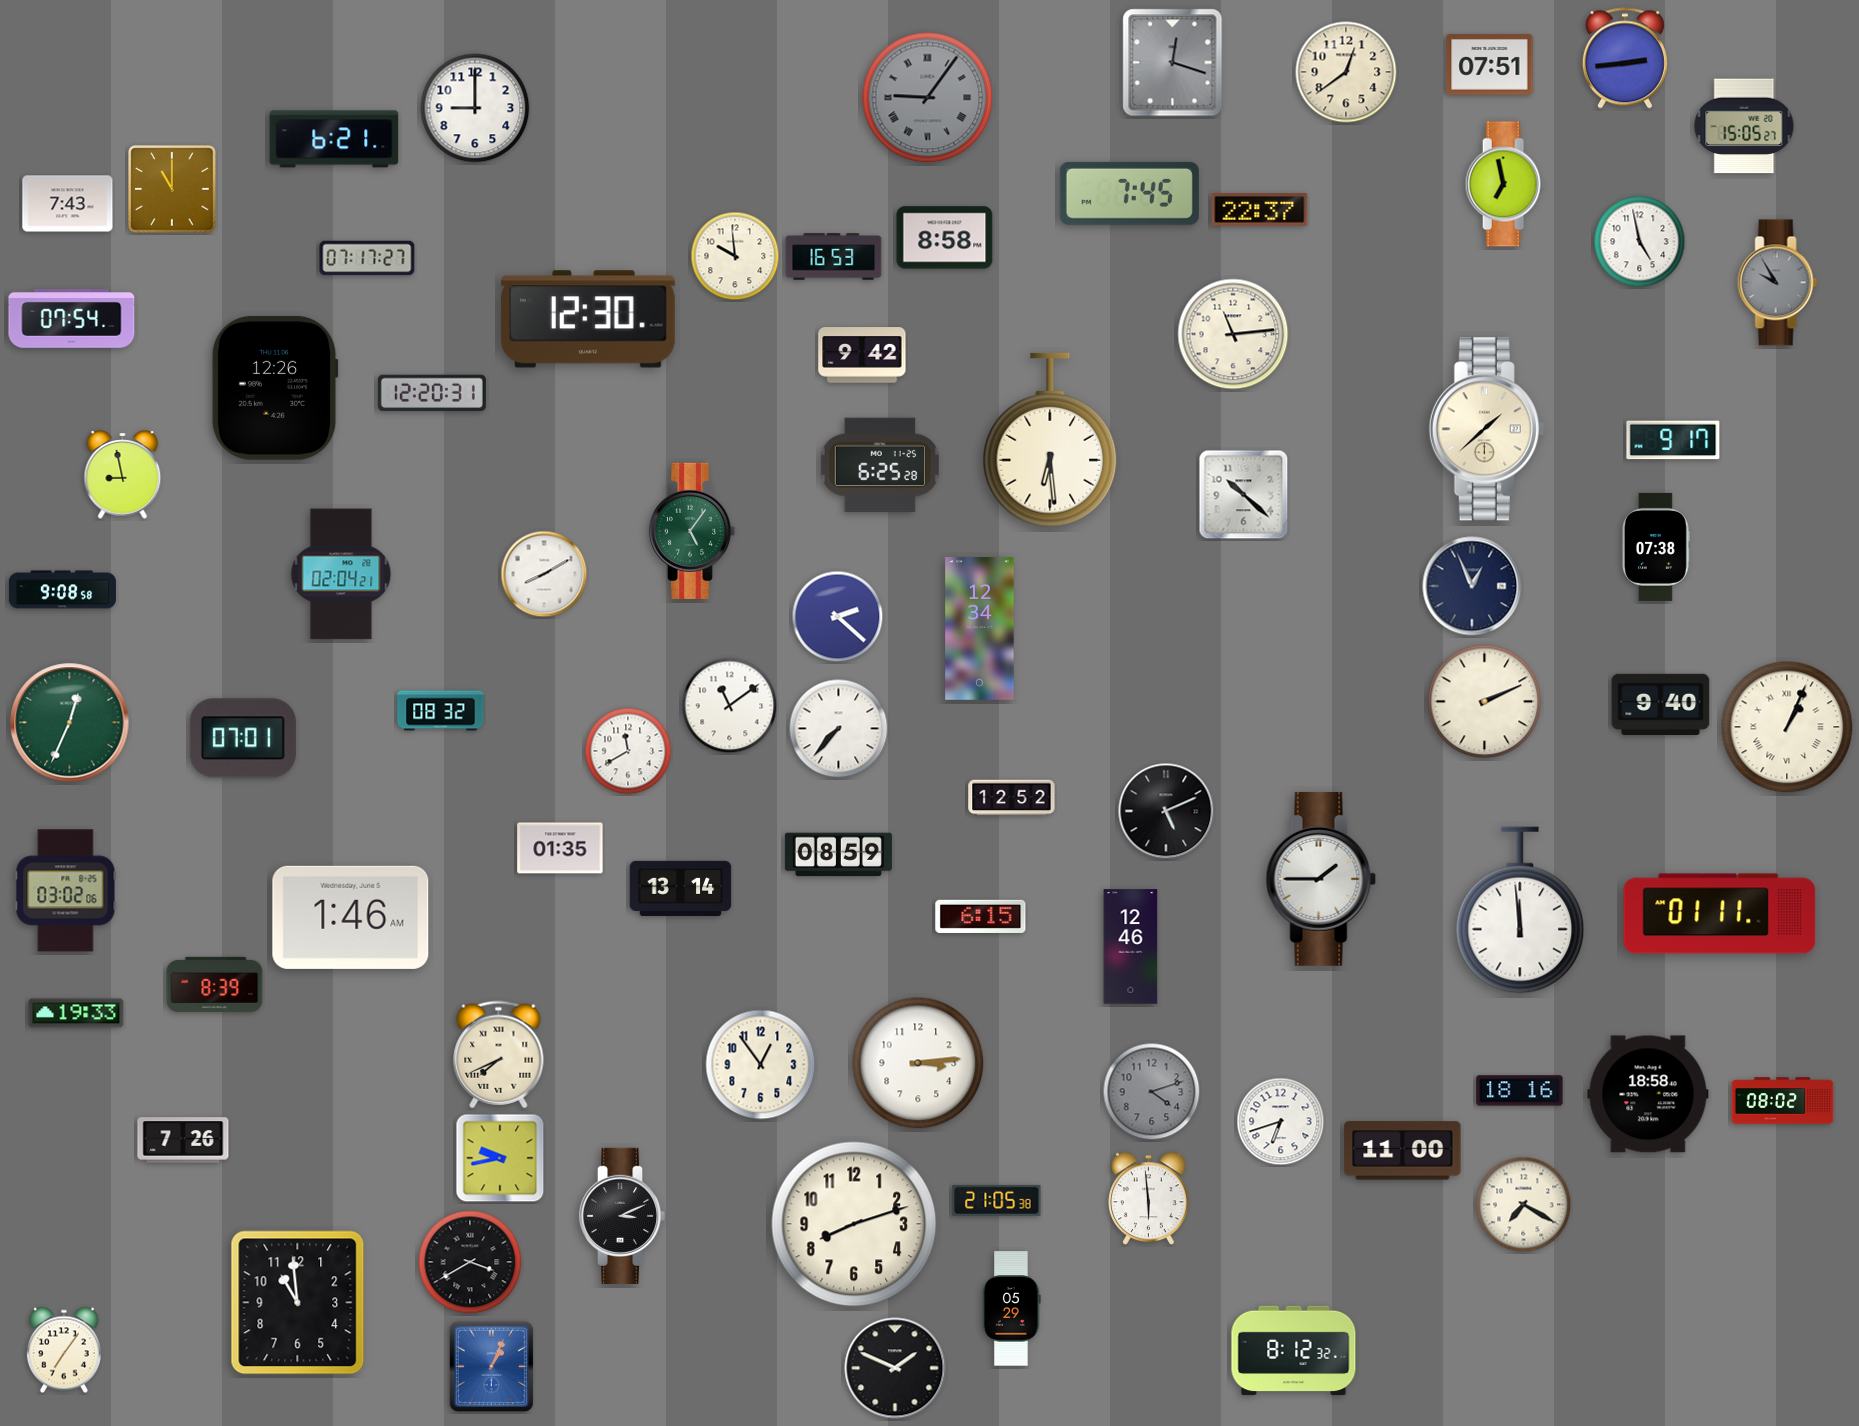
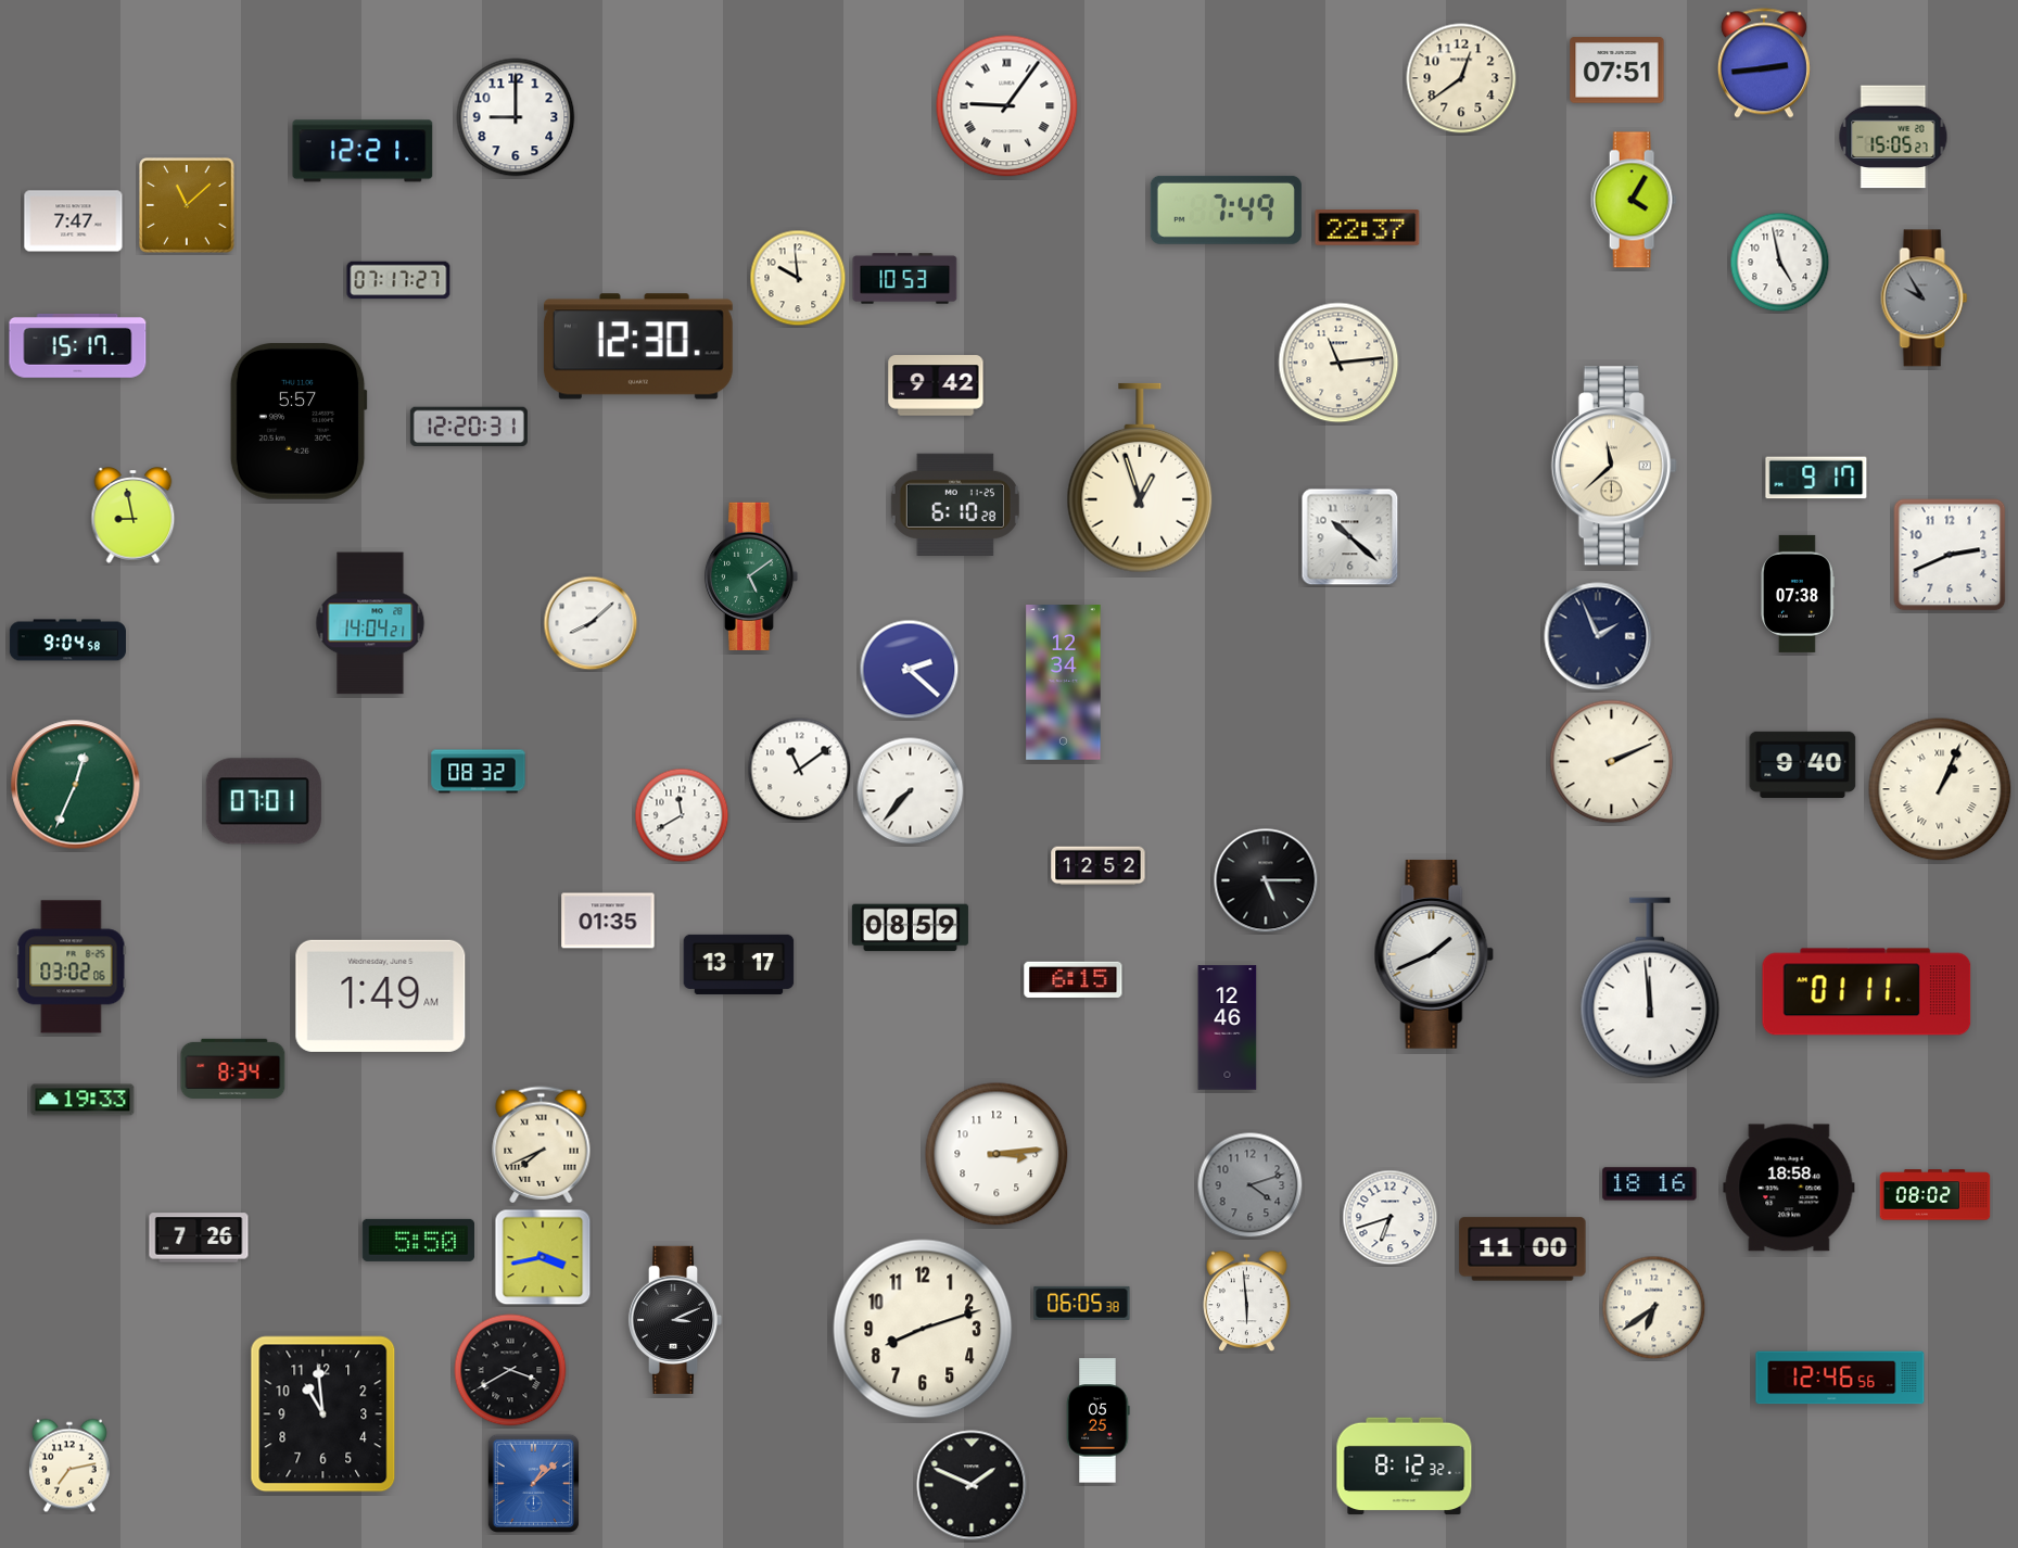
clock at (1173, 63): 12:18 -> none
clock at (928, 98) dial: grey -> white
clock at (334, 139): 6:21 -> 12:21
clock at (1505, 184): 6:58 -> 4:05
clock at (172, 189): 11:00 -> 11:08
clock at (1129, 193): 7:45 -> 7:49
clock at (68, 204): 7:43 -> 7:47
clock at (945, 238): 8:58 -> none
clock at (834, 257): 16:53 -> 10:53
clock at (1778, 283) position: (1778, 283) -> (1925, 299)
clock at (72, 318): 07:54 -> 15:17
clock at (275, 388): 12:26 -> 5:57
clock at (1487, 429): 1:38 -> 11:38
clock at (1050, 440): 6:29 -> 12:57
clock at (880, 464): 6:25 -> 6:10
clock at (1950, 555): none -> 2:41
clock at (692, 531): 5:06 -> 5:09
clock at (341, 574): 02:04 -> 14:04
clock at (544, 574): 8:10 -> 8:08
clock at (1472, 586): 12:56 -> 1:56
clock at (62, 590): 9:08 -> 9:04
clock at (730, 706) position: (730, 706) -> (800, 770)
clock at (1166, 811): 5:11 -> 5:15
clock at (1321, 879): 1:45 -> 1:41
clock at (681, 888): 13:14 -> 13:17
clock at (981, 916) position: (981, 916) -> (1074, 979)
clock at (351, 917): 1:46 -> 1:49
clock at (215, 984): 8:39 -> 8:34
clock at (761, 1065): 12:54 -> none
clock at (419, 1240): none -> 5:50
clock at (500, 1158): 9:43 -> 3:43
clock at (997, 1200): 21:05 -> 06:05
clock at (1524, 1205): 7:20 -> 6:39
clock at (854, 1224) position: (854, 1224) -> (923, 1329)
clock at (1840, 1378): none -> 12:46
clock at (1012, 1309): 05:29 -> 05:25
clock at (64, 1350): 7:06 -> 7:13
clock at (491, 1366): 1:04 -> 1:08
